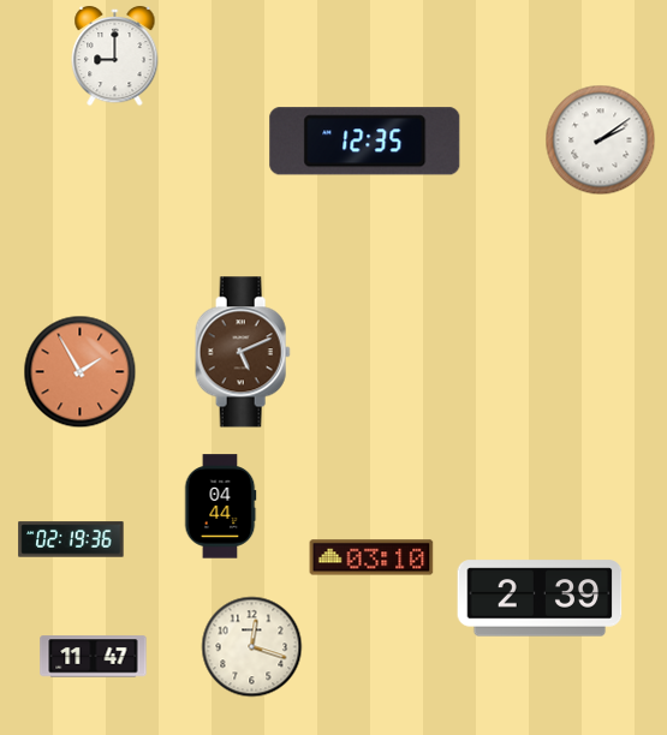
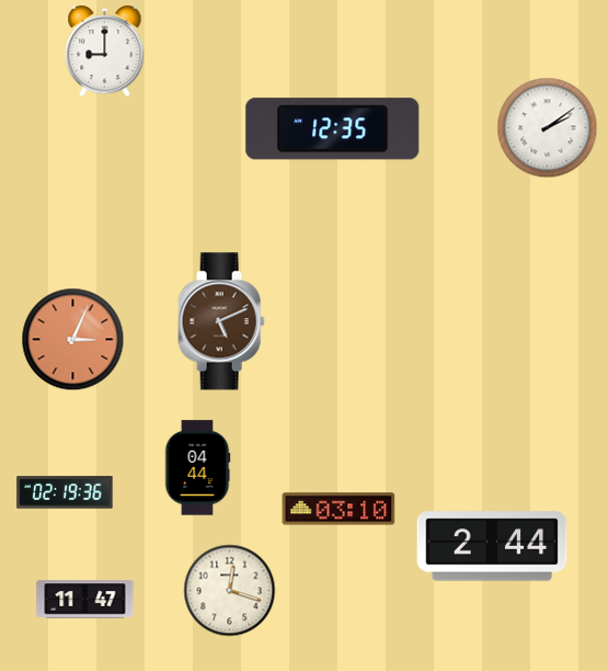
clock at (81, 372): 1:55 -> 3:04
clock at (220, 507) position: (220, 507) -> (197, 468)
clock at (540, 598): 2:39 -> 2:44
